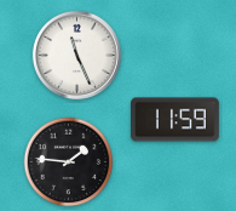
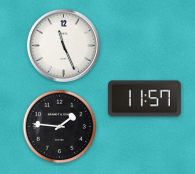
clock at (175, 120): 11:59 -> 11:57
clock at (69, 162) position: (69, 162) -> (60, 127)
